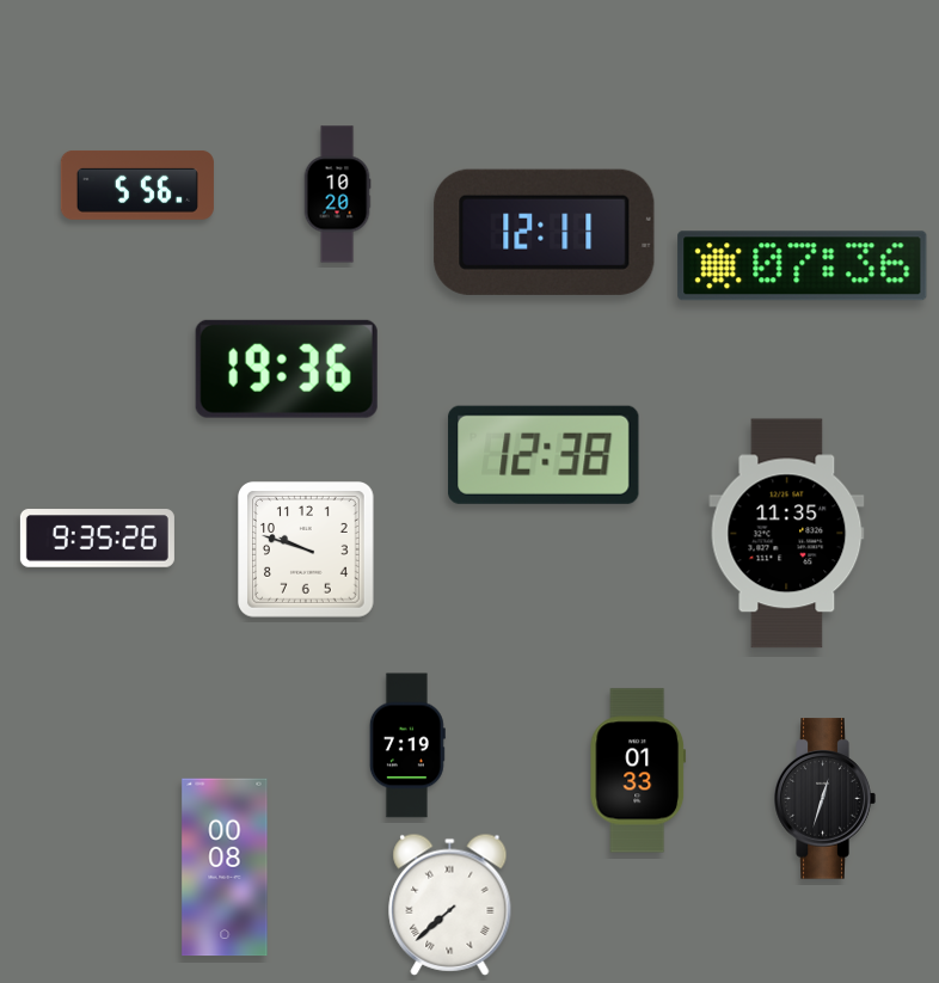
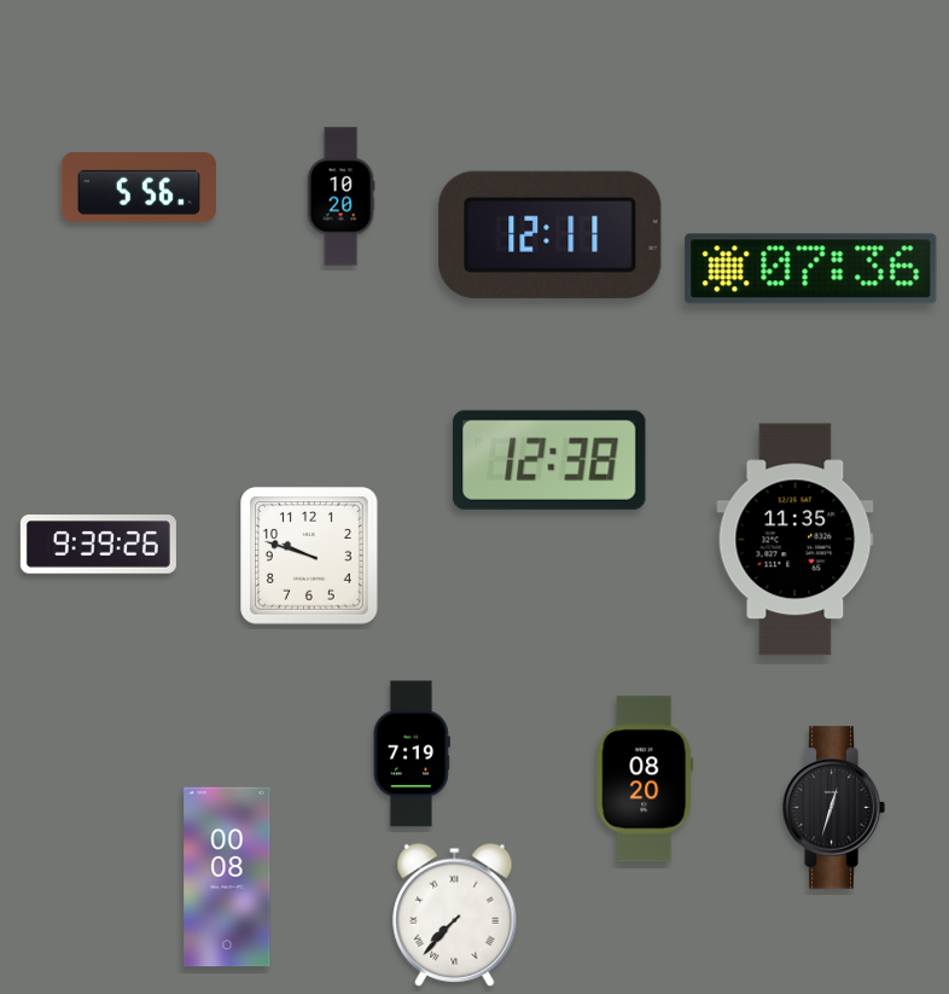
clock at (287, 369): 19:36 -> none
clock at (97, 539): 9:35 -> 9:39
clock at (638, 770): 01:33 -> 08:20
clock at (450, 904): 7:38 -> 7:37
